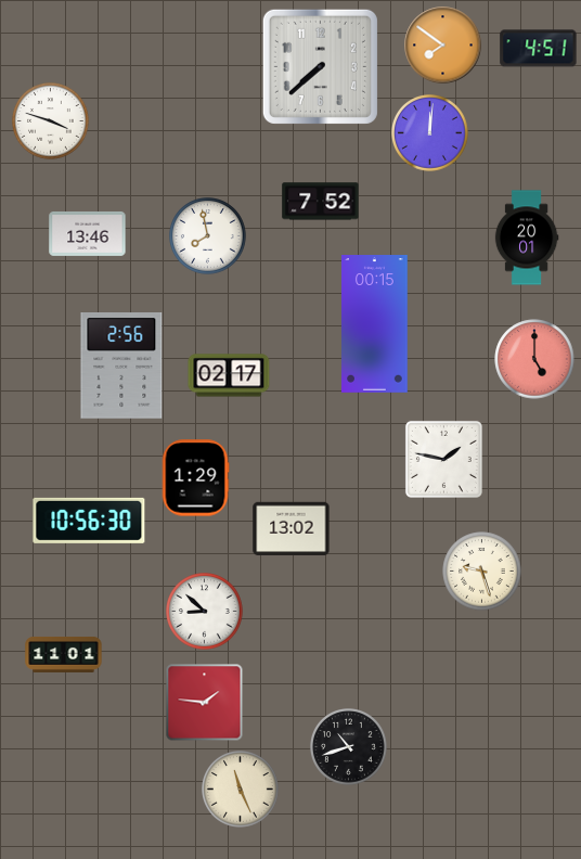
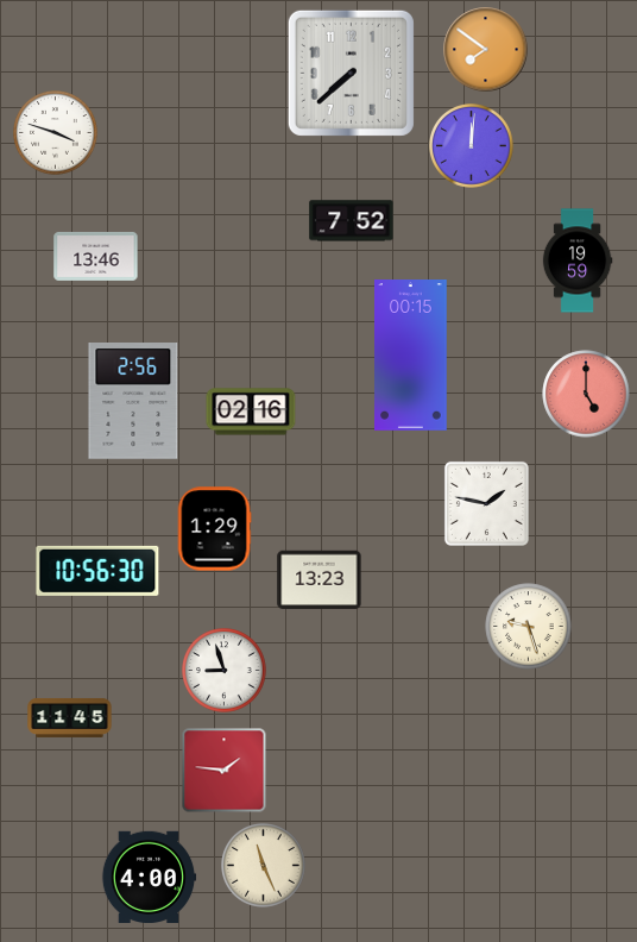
clock at (539, 49): 4:51 -> none
clock at (208, 236): 7:58 -> none
clock at (527, 238): 20:01 -> 19:59
clock at (229, 375): 02:17 -> 02:16
clock at (195, 478) position: (195, 478) -> (214, 529)
clock at (292, 529): 13:02 -> 13:23
clock at (205, 612): 8:52 -> 8:57
clock at (64, 654): 11:01 -> 11:45
clock at (349, 747): 10:42 -> none
clock at (149, 877): none -> 4:00
